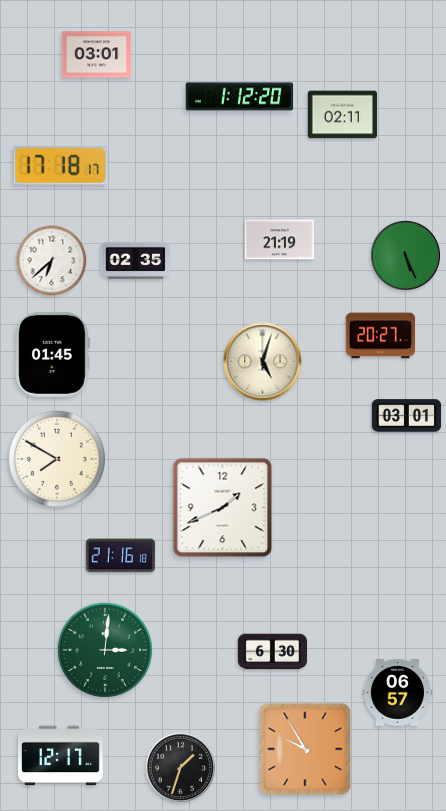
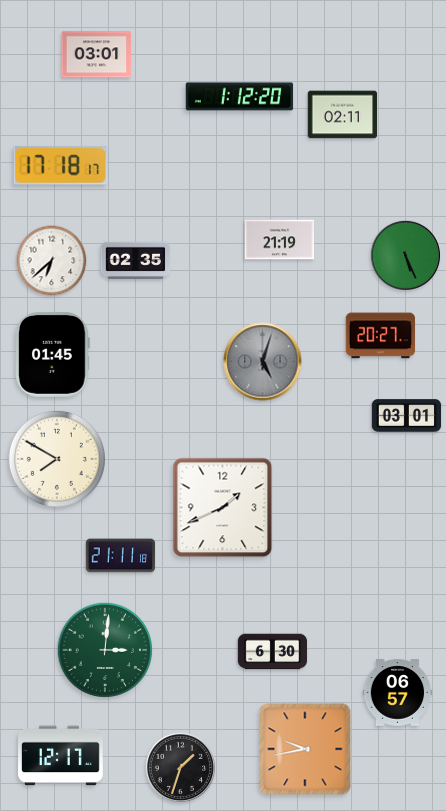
clock at (263, 362) dial: cream -> grey
clock at (121, 556): 21:16 -> 21:11
clock at (305, 749): 9:55 -> 9:43
